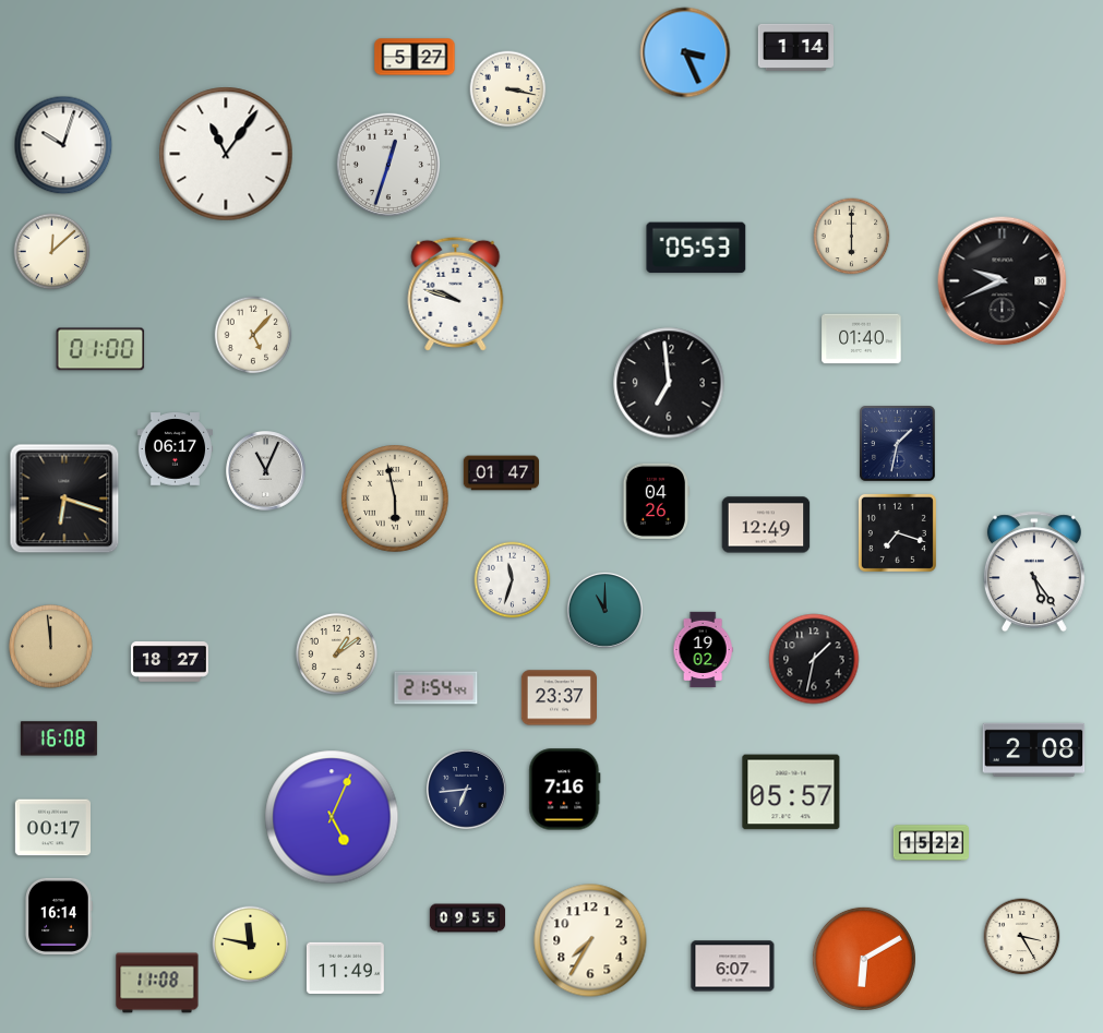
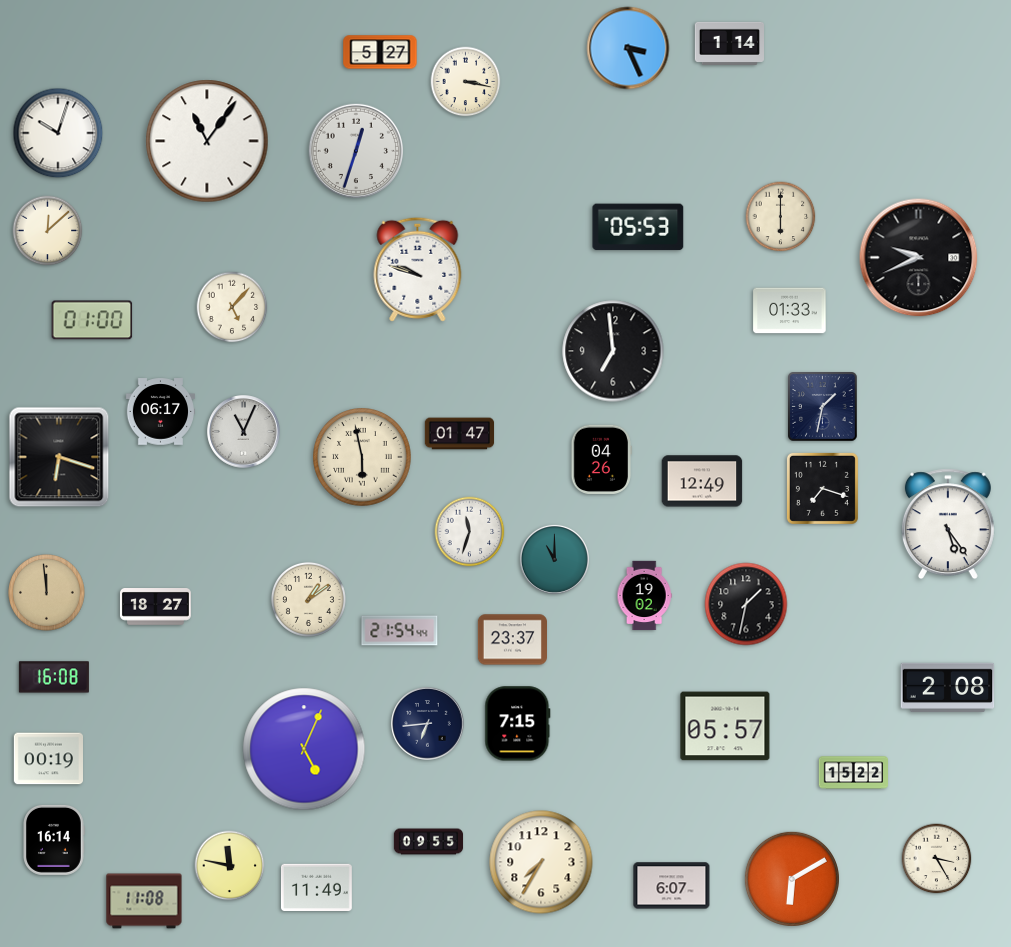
clock at (862, 339): 01:40 -> 01:33
clock at (565, 790): 7:16 -> 7:15
clock at (52, 828): 00:17 -> 00:19
